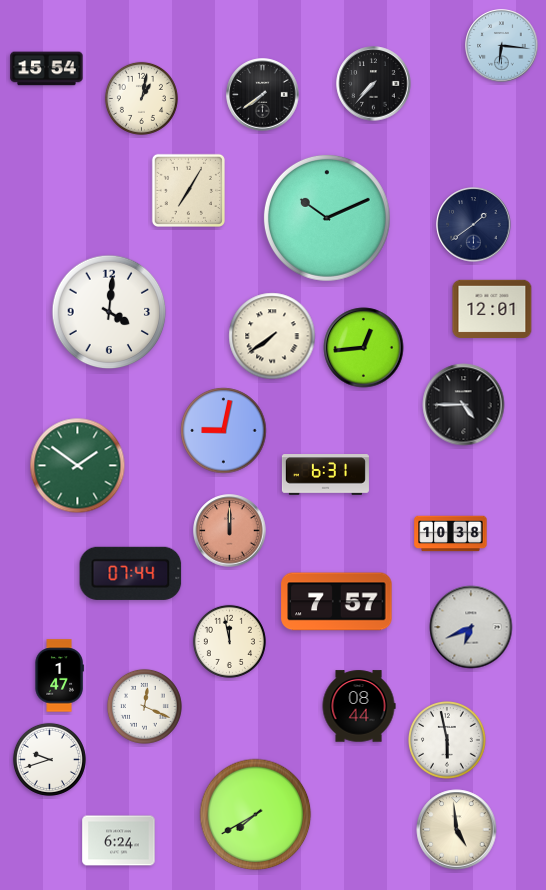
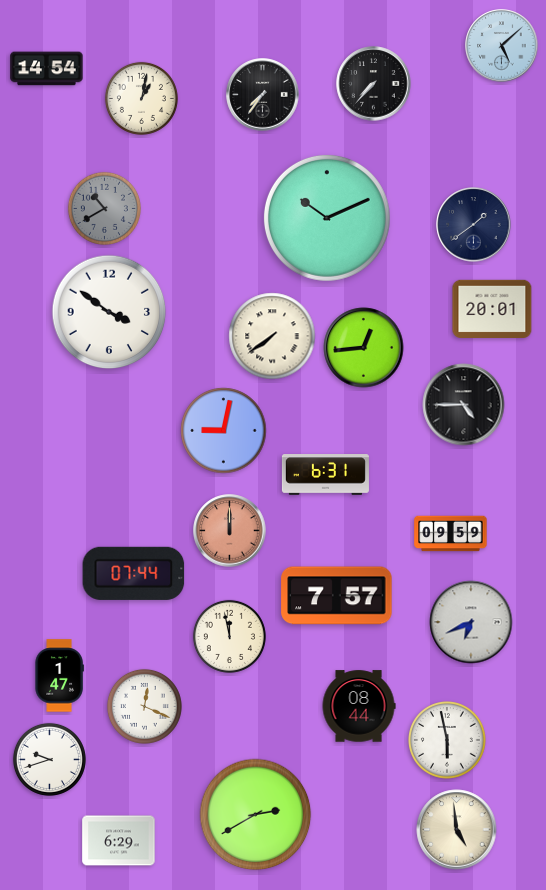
clock at (502, 46): 6:16 -> 5:08
clock at (47, 69): 15:54 -> 14:54
clock at (263, 95): 7:39 -> 7:36
clock at (188, 190): 7:05 -> none
clock at (104, 208): none -> 10:40
clock at (492, 308): 12:01 -> 20:01
clock at (109, 312): 4:01 -> 3:51
clock at (78, 466): 1:51 -> none
clock at (451, 534): 10:38 -> 09:59
clock at (131, 573) position: (131, 573) -> (134, 573)
clock at (337, 602) position: (337, 602) -> (337, 596)
clock at (471, 627) position: (471, 627) -> (471, 622)
clock at (229, 641) position: (229, 641) -> (229, 636)
clock at (256, 815): 7:40 -> 2:40
clock at (119, 841): 6:24 -> 6:29
